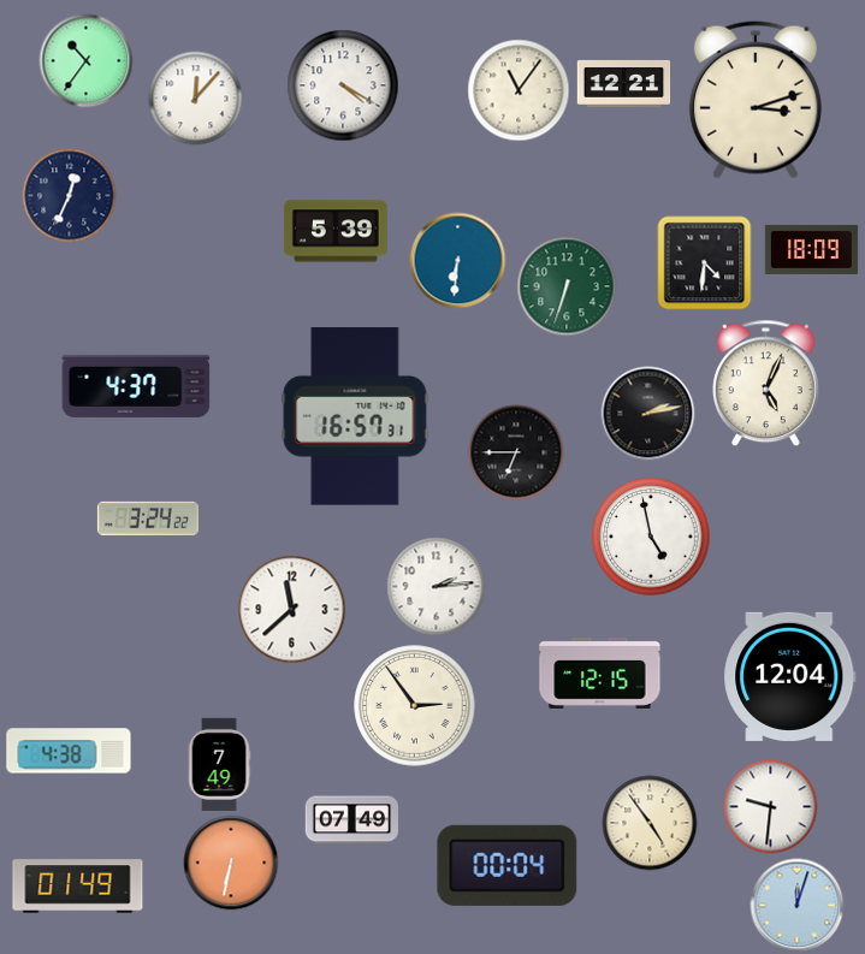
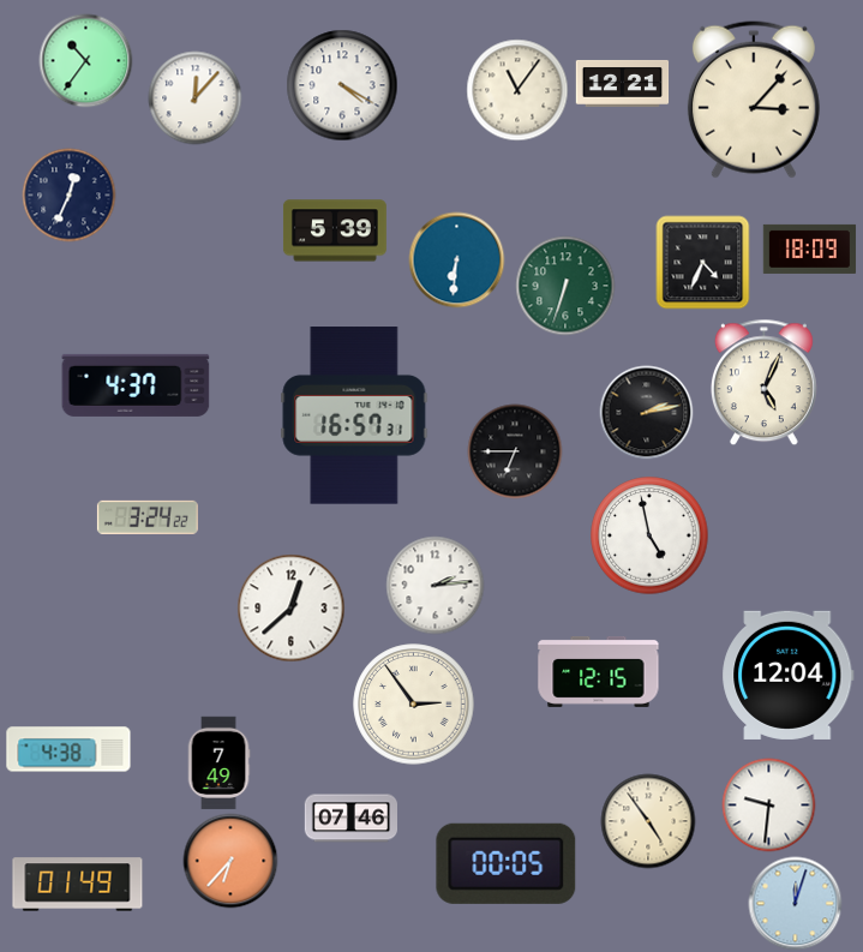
clock at (756, 100): 3:12 -> 3:07
clock at (704, 262): 4:31 -> 4:34
clock at (291, 609): 11:38 -> 12:38
clock at (351, 820): 07:49 -> 07:46
clock at (231, 863): 6:32 -> 6:37
clock at (508, 865): 00:04 -> 00:05
